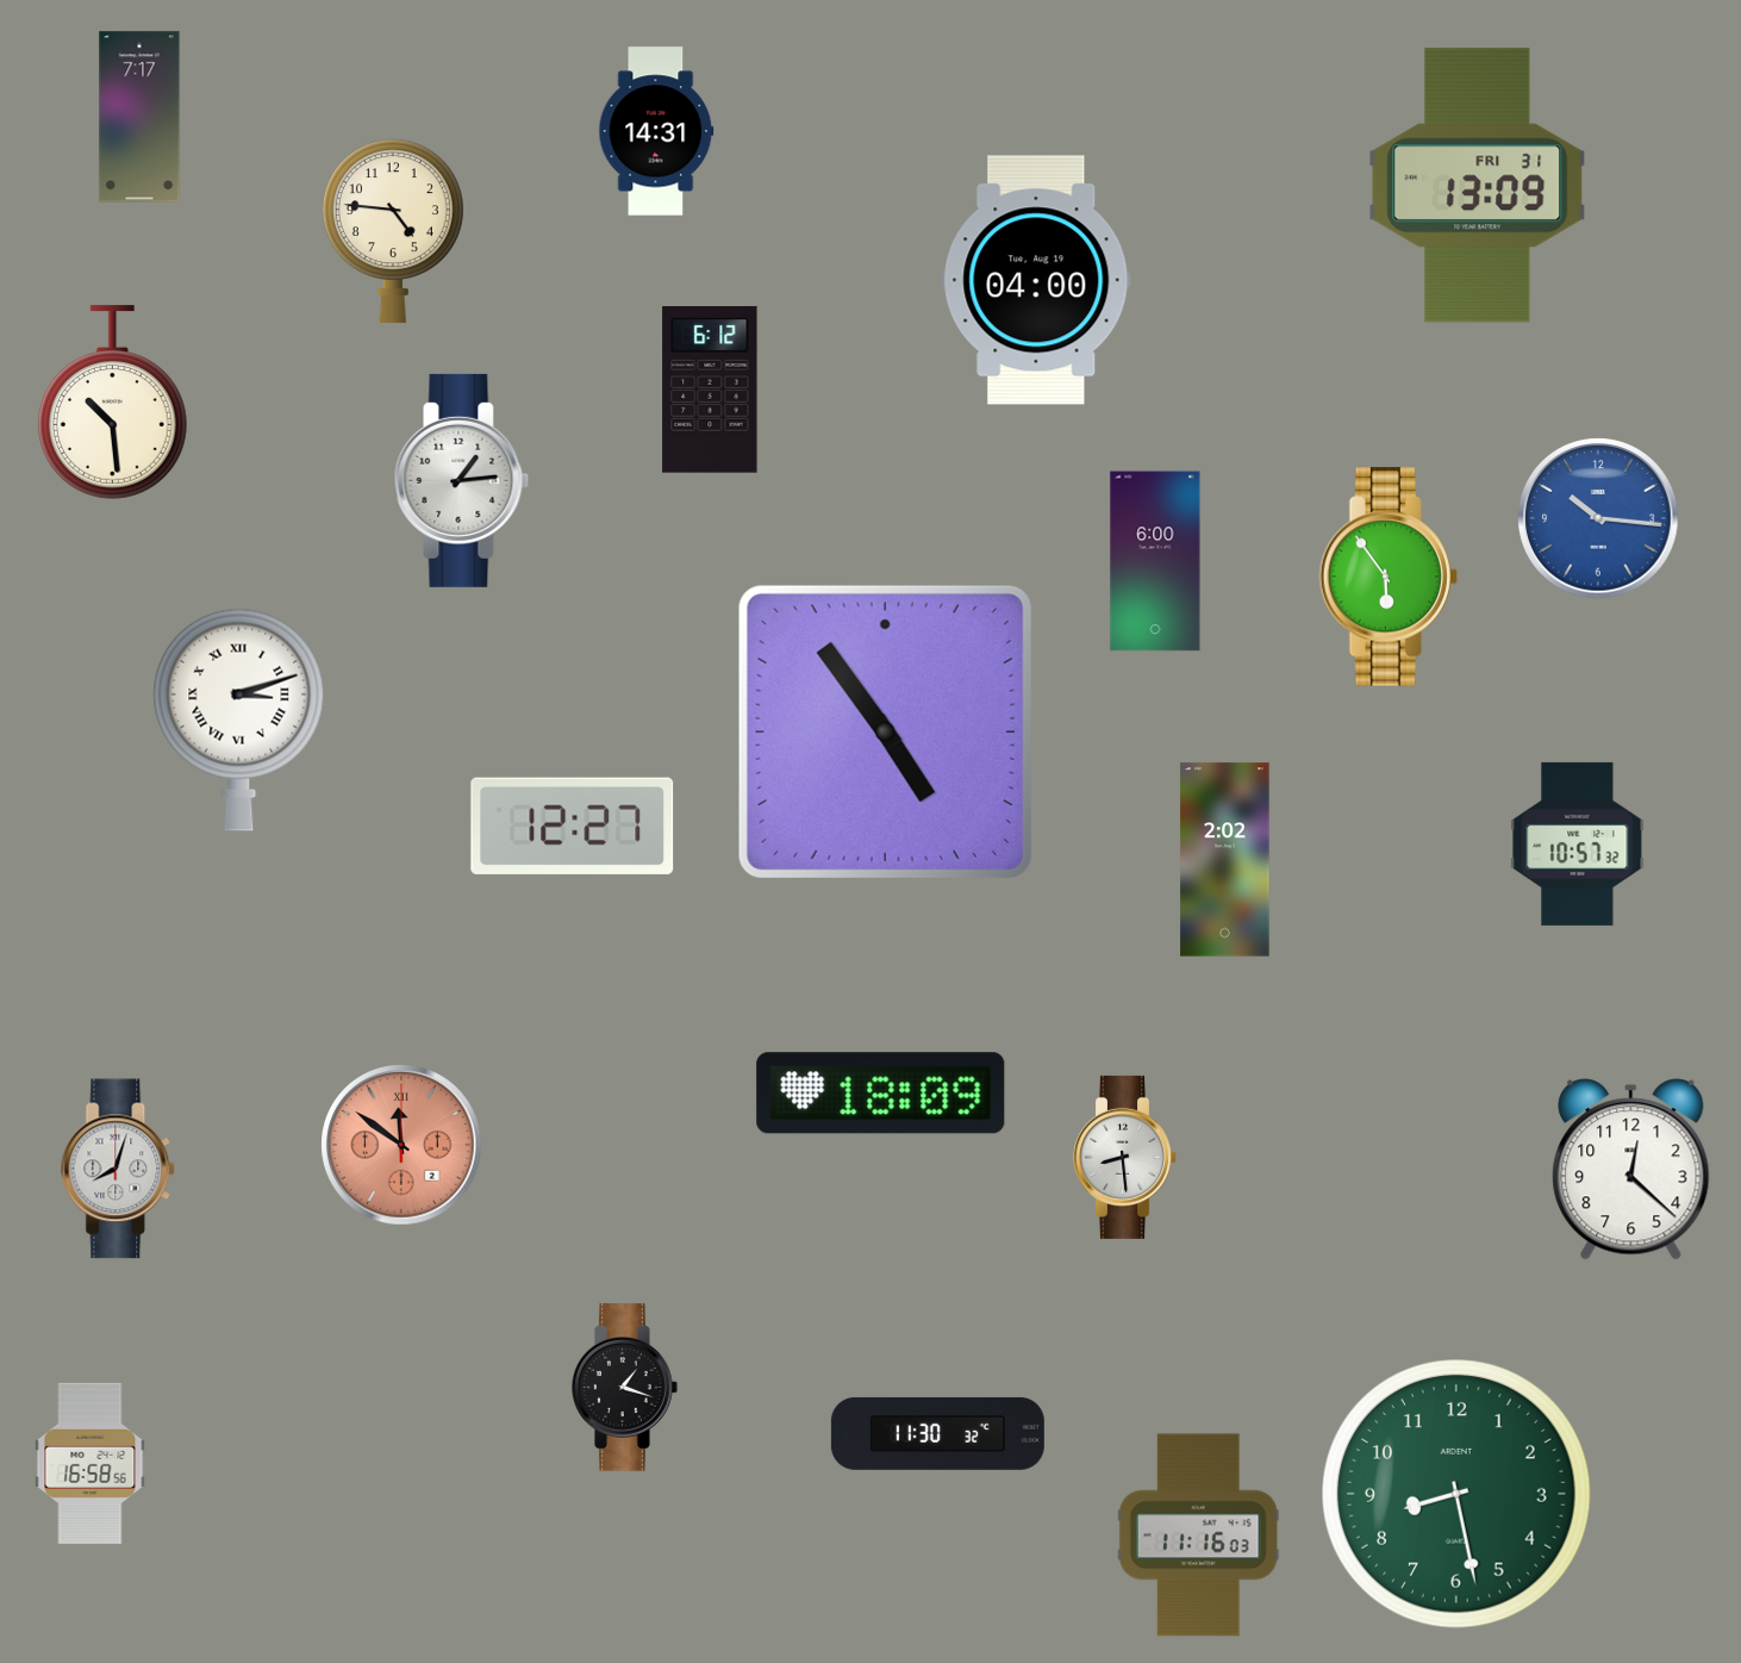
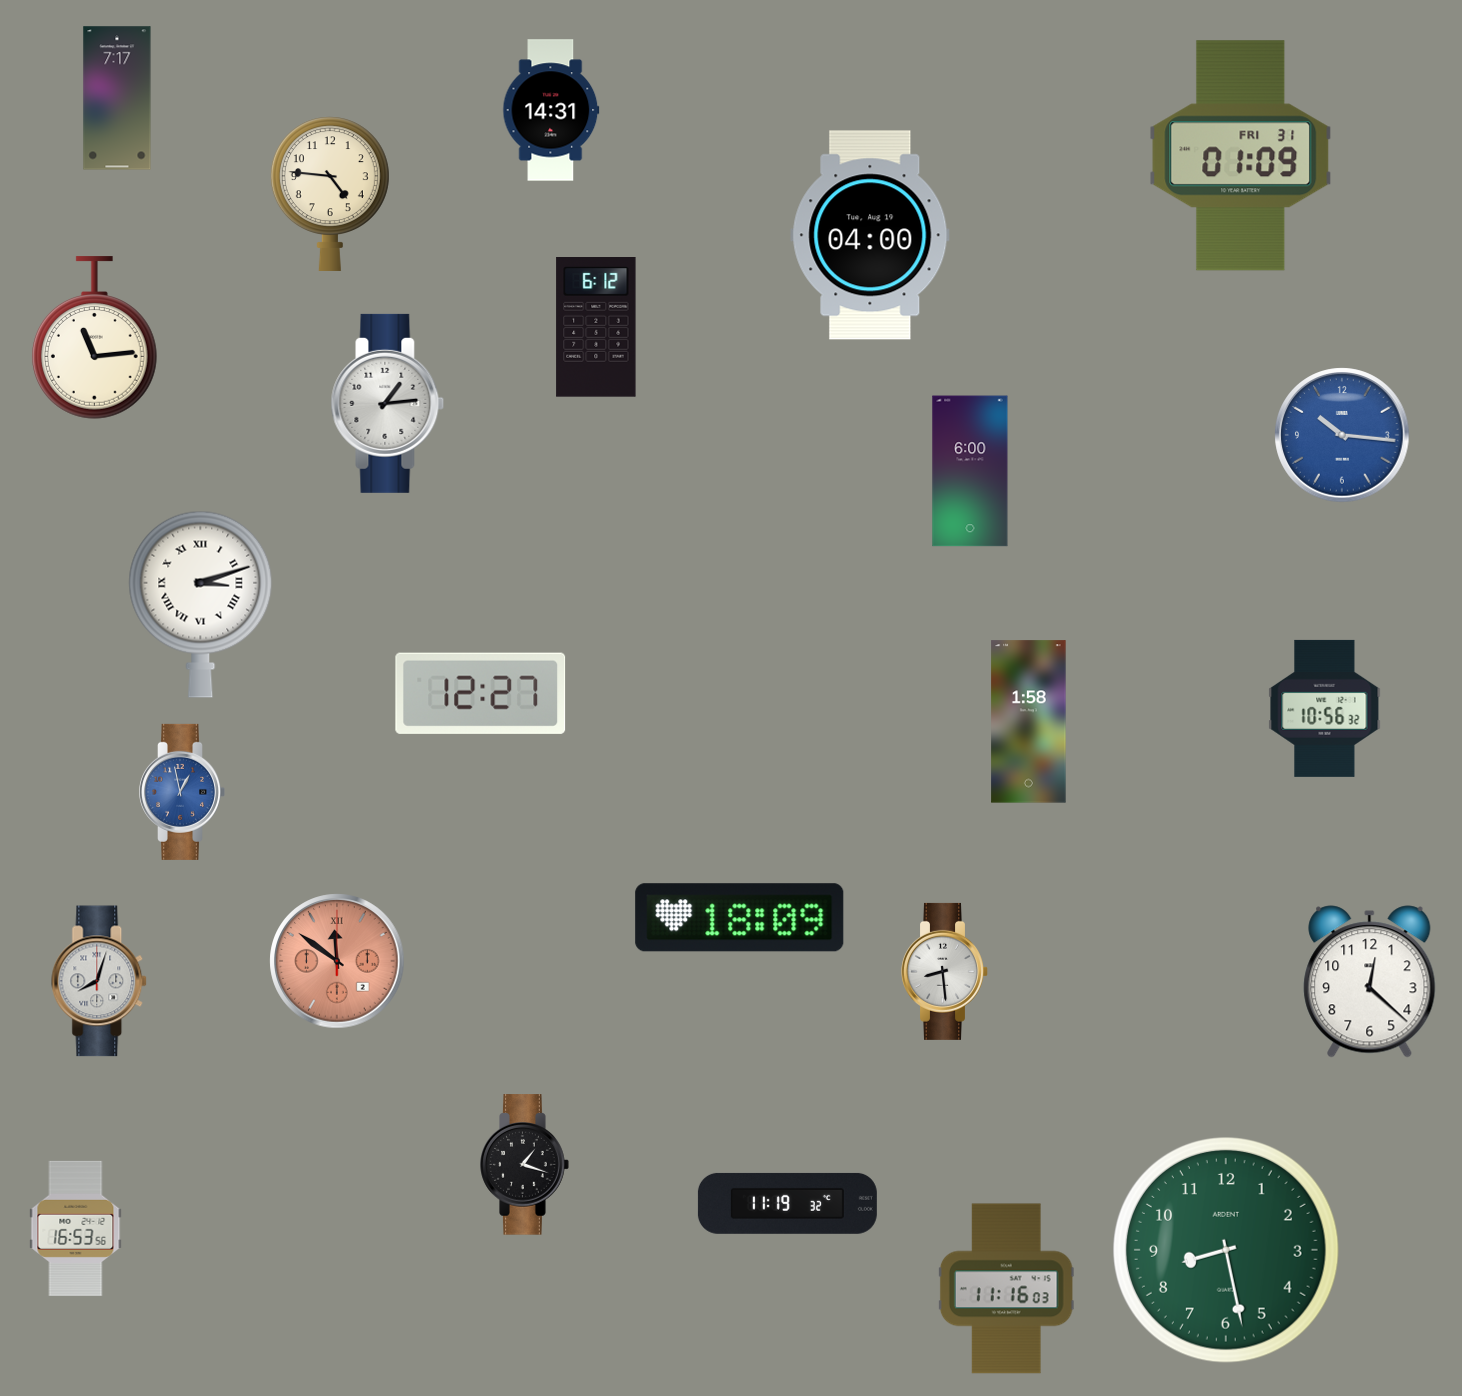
clock at (1478, 186): 13:09 -> 01:09
clock at (112, 403): 10:29 -> 11:14
clock at (1389, 577): 5:54 -> none
clock at (885, 731): 4:54 -> none
clock at (1578, 843): 10:57 -> 10:56
clock at (1225, 860): 2:02 -> 1:58
clock at (182, 792): none -> 12:58
clock at (937, 1433): 11:30 -> 11:19
clock at (91, 1463): 16:58 -> 16:53
clock at (1458, 1495) position: (1458, 1495) -> (1227, 1251)
